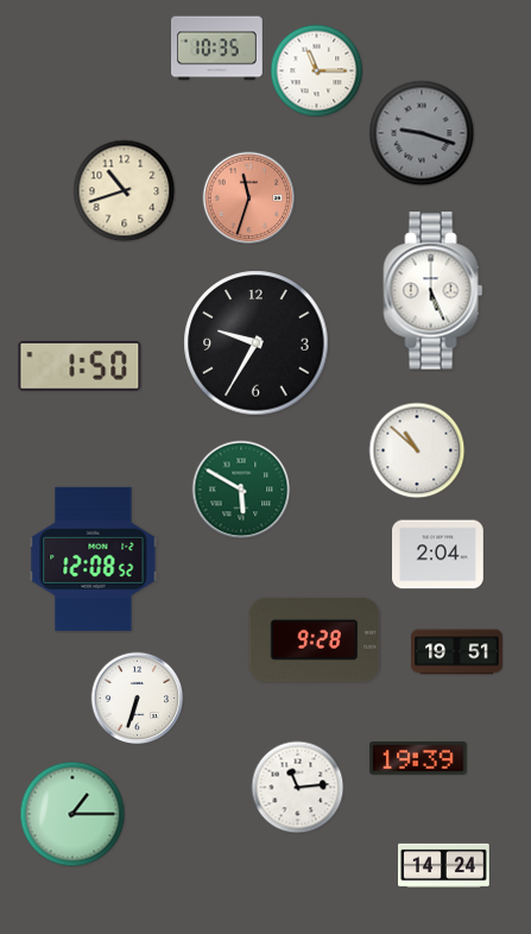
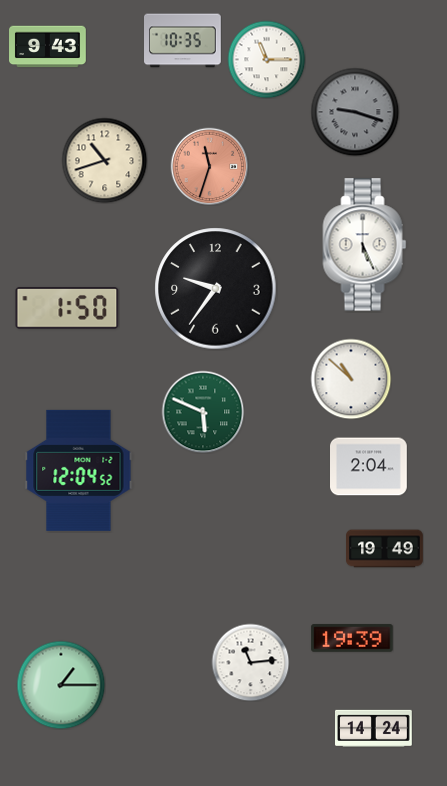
clock at (48, 47): none -> 9:43
clock at (257, 343): 9:35 -> 9:36
clock at (241, 490): 5:50 -> 5:49
clock at (94, 558): 12:08 -> 12:04
clock at (315, 639): 9:28 -> none
clock at (457, 652): 19:51 -> 19:49
clock at (137, 698): 6:33 -> none
